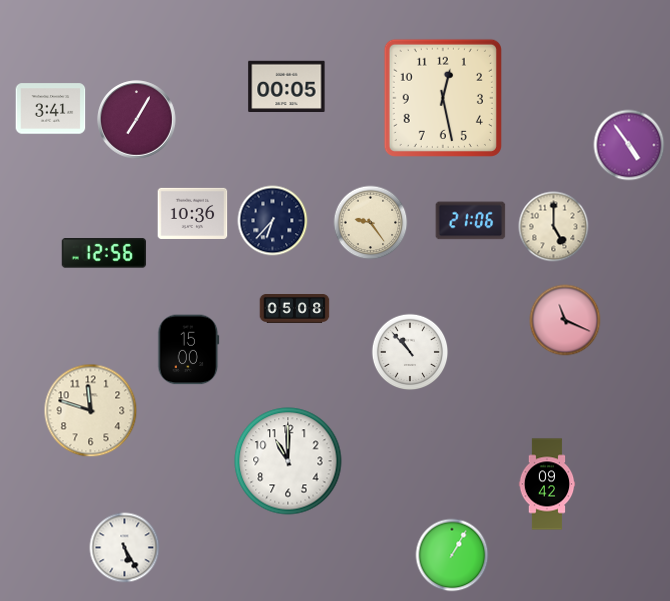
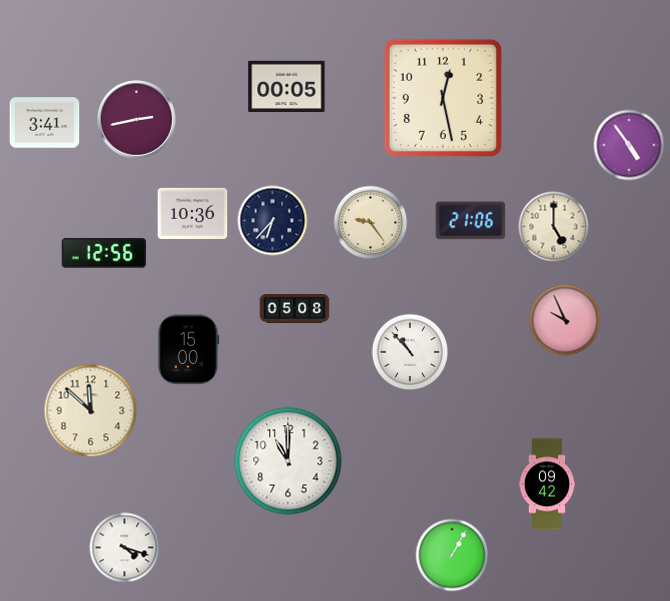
clock at (51, 109) position: (51, 109) -> (45, 123)
clock at (137, 120): 7:05 -> 2:43
clock at (565, 320): 11:19 -> 9:56
clock at (91, 411): 11:48 -> 11:52
clock at (125, 548): 5:25 -> 4:18
